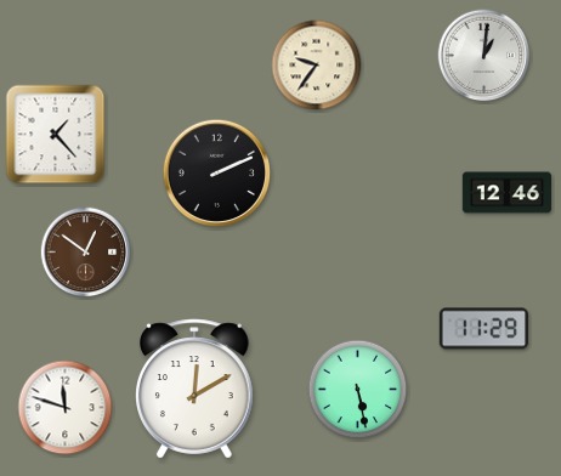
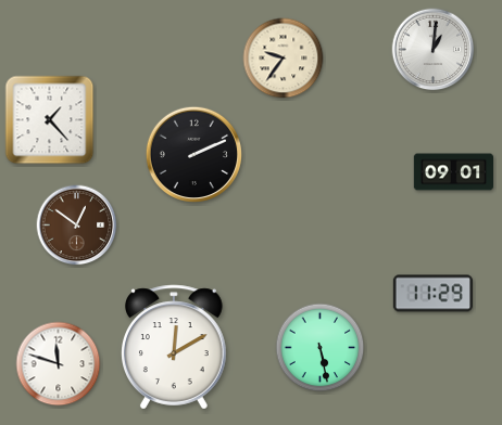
clock at (506, 193): 12:46 -> 09:01
